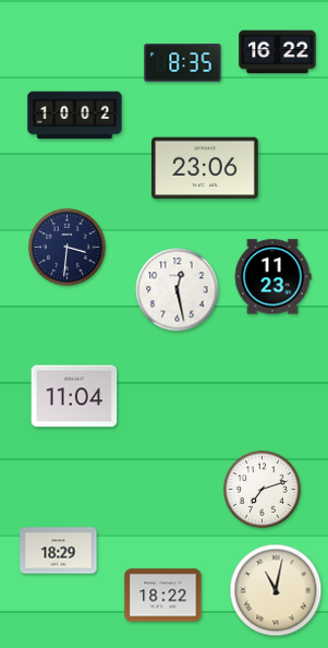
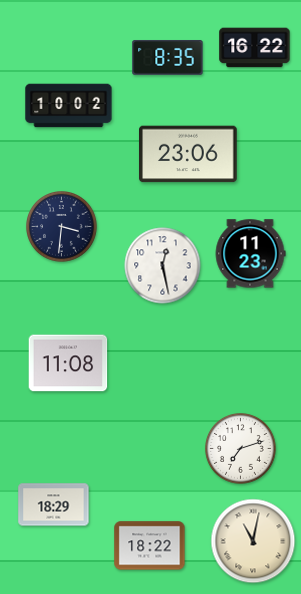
clock at (74, 396): 11:04 -> 11:08
